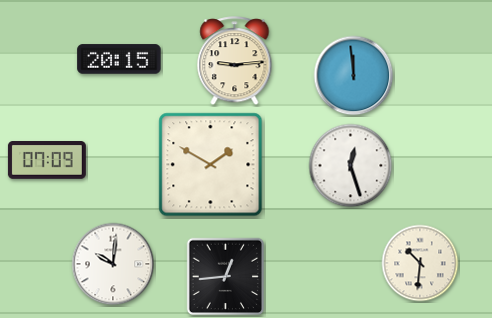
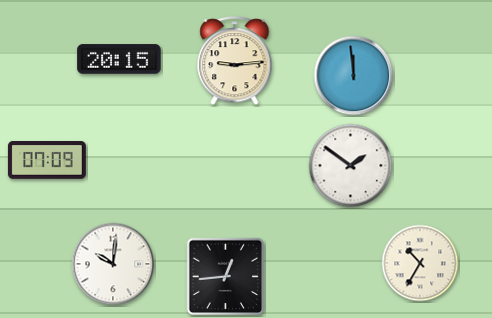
clock at (211, 165): 1:50 -> none
clock at (351, 166): 12:27 -> 1:51
clock at (420, 263): 10:31 -> 10:35
